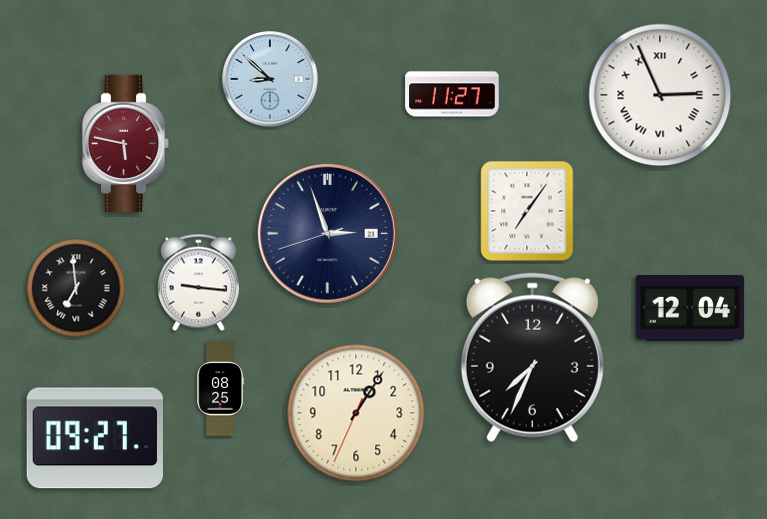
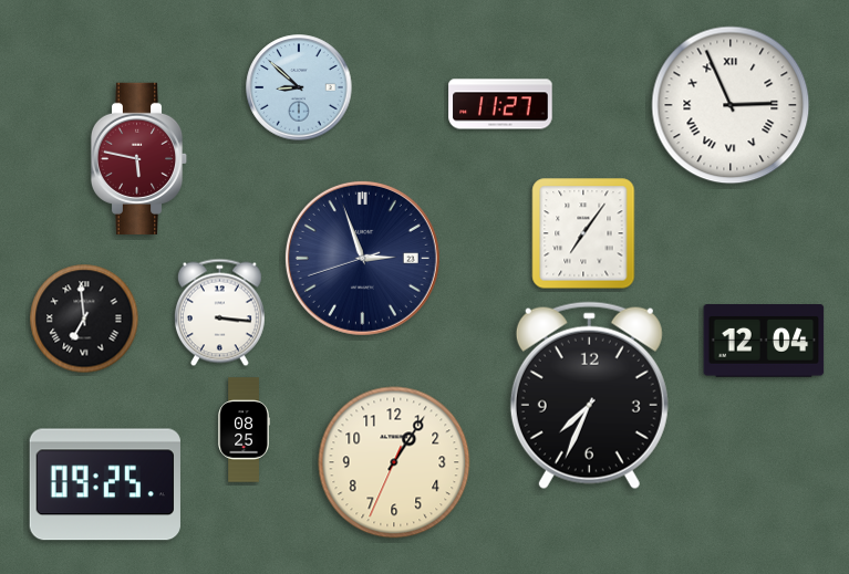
clock at (198, 283): 9:16 -> 3:16
clock at (356, 413) position: (356, 413) -> (394, 462)
clock at (95, 438): 09:27 -> 09:25
